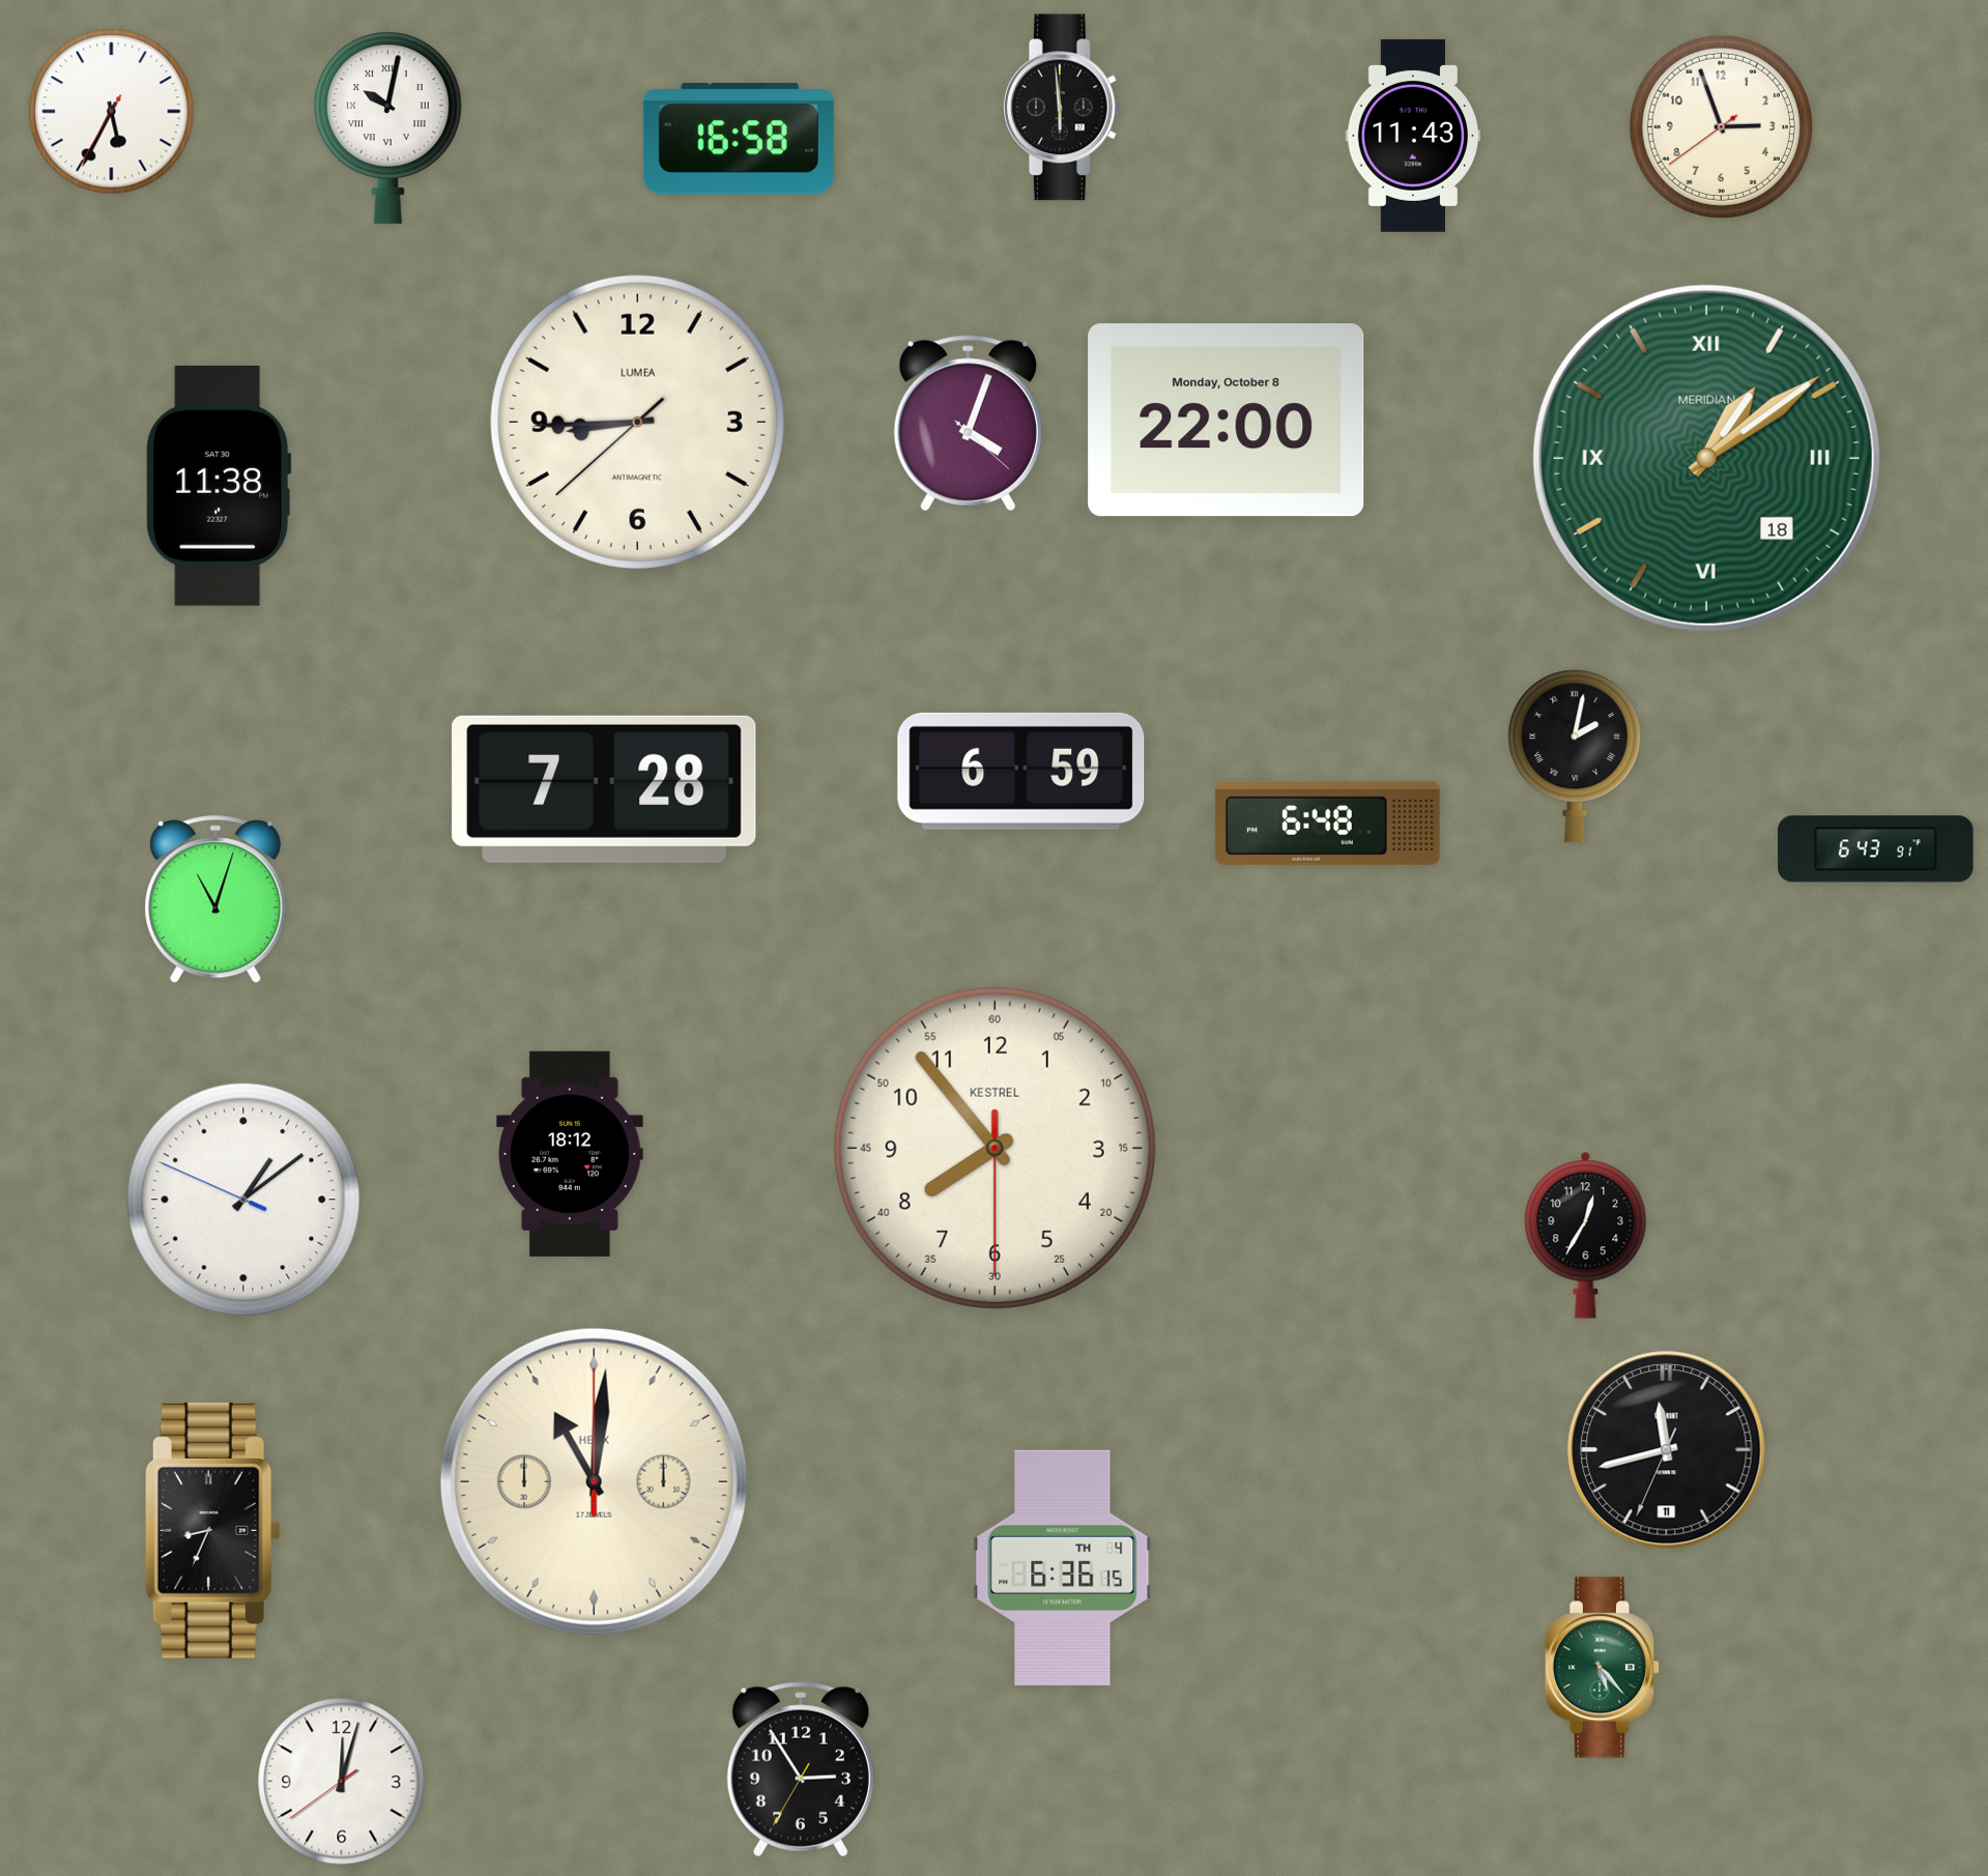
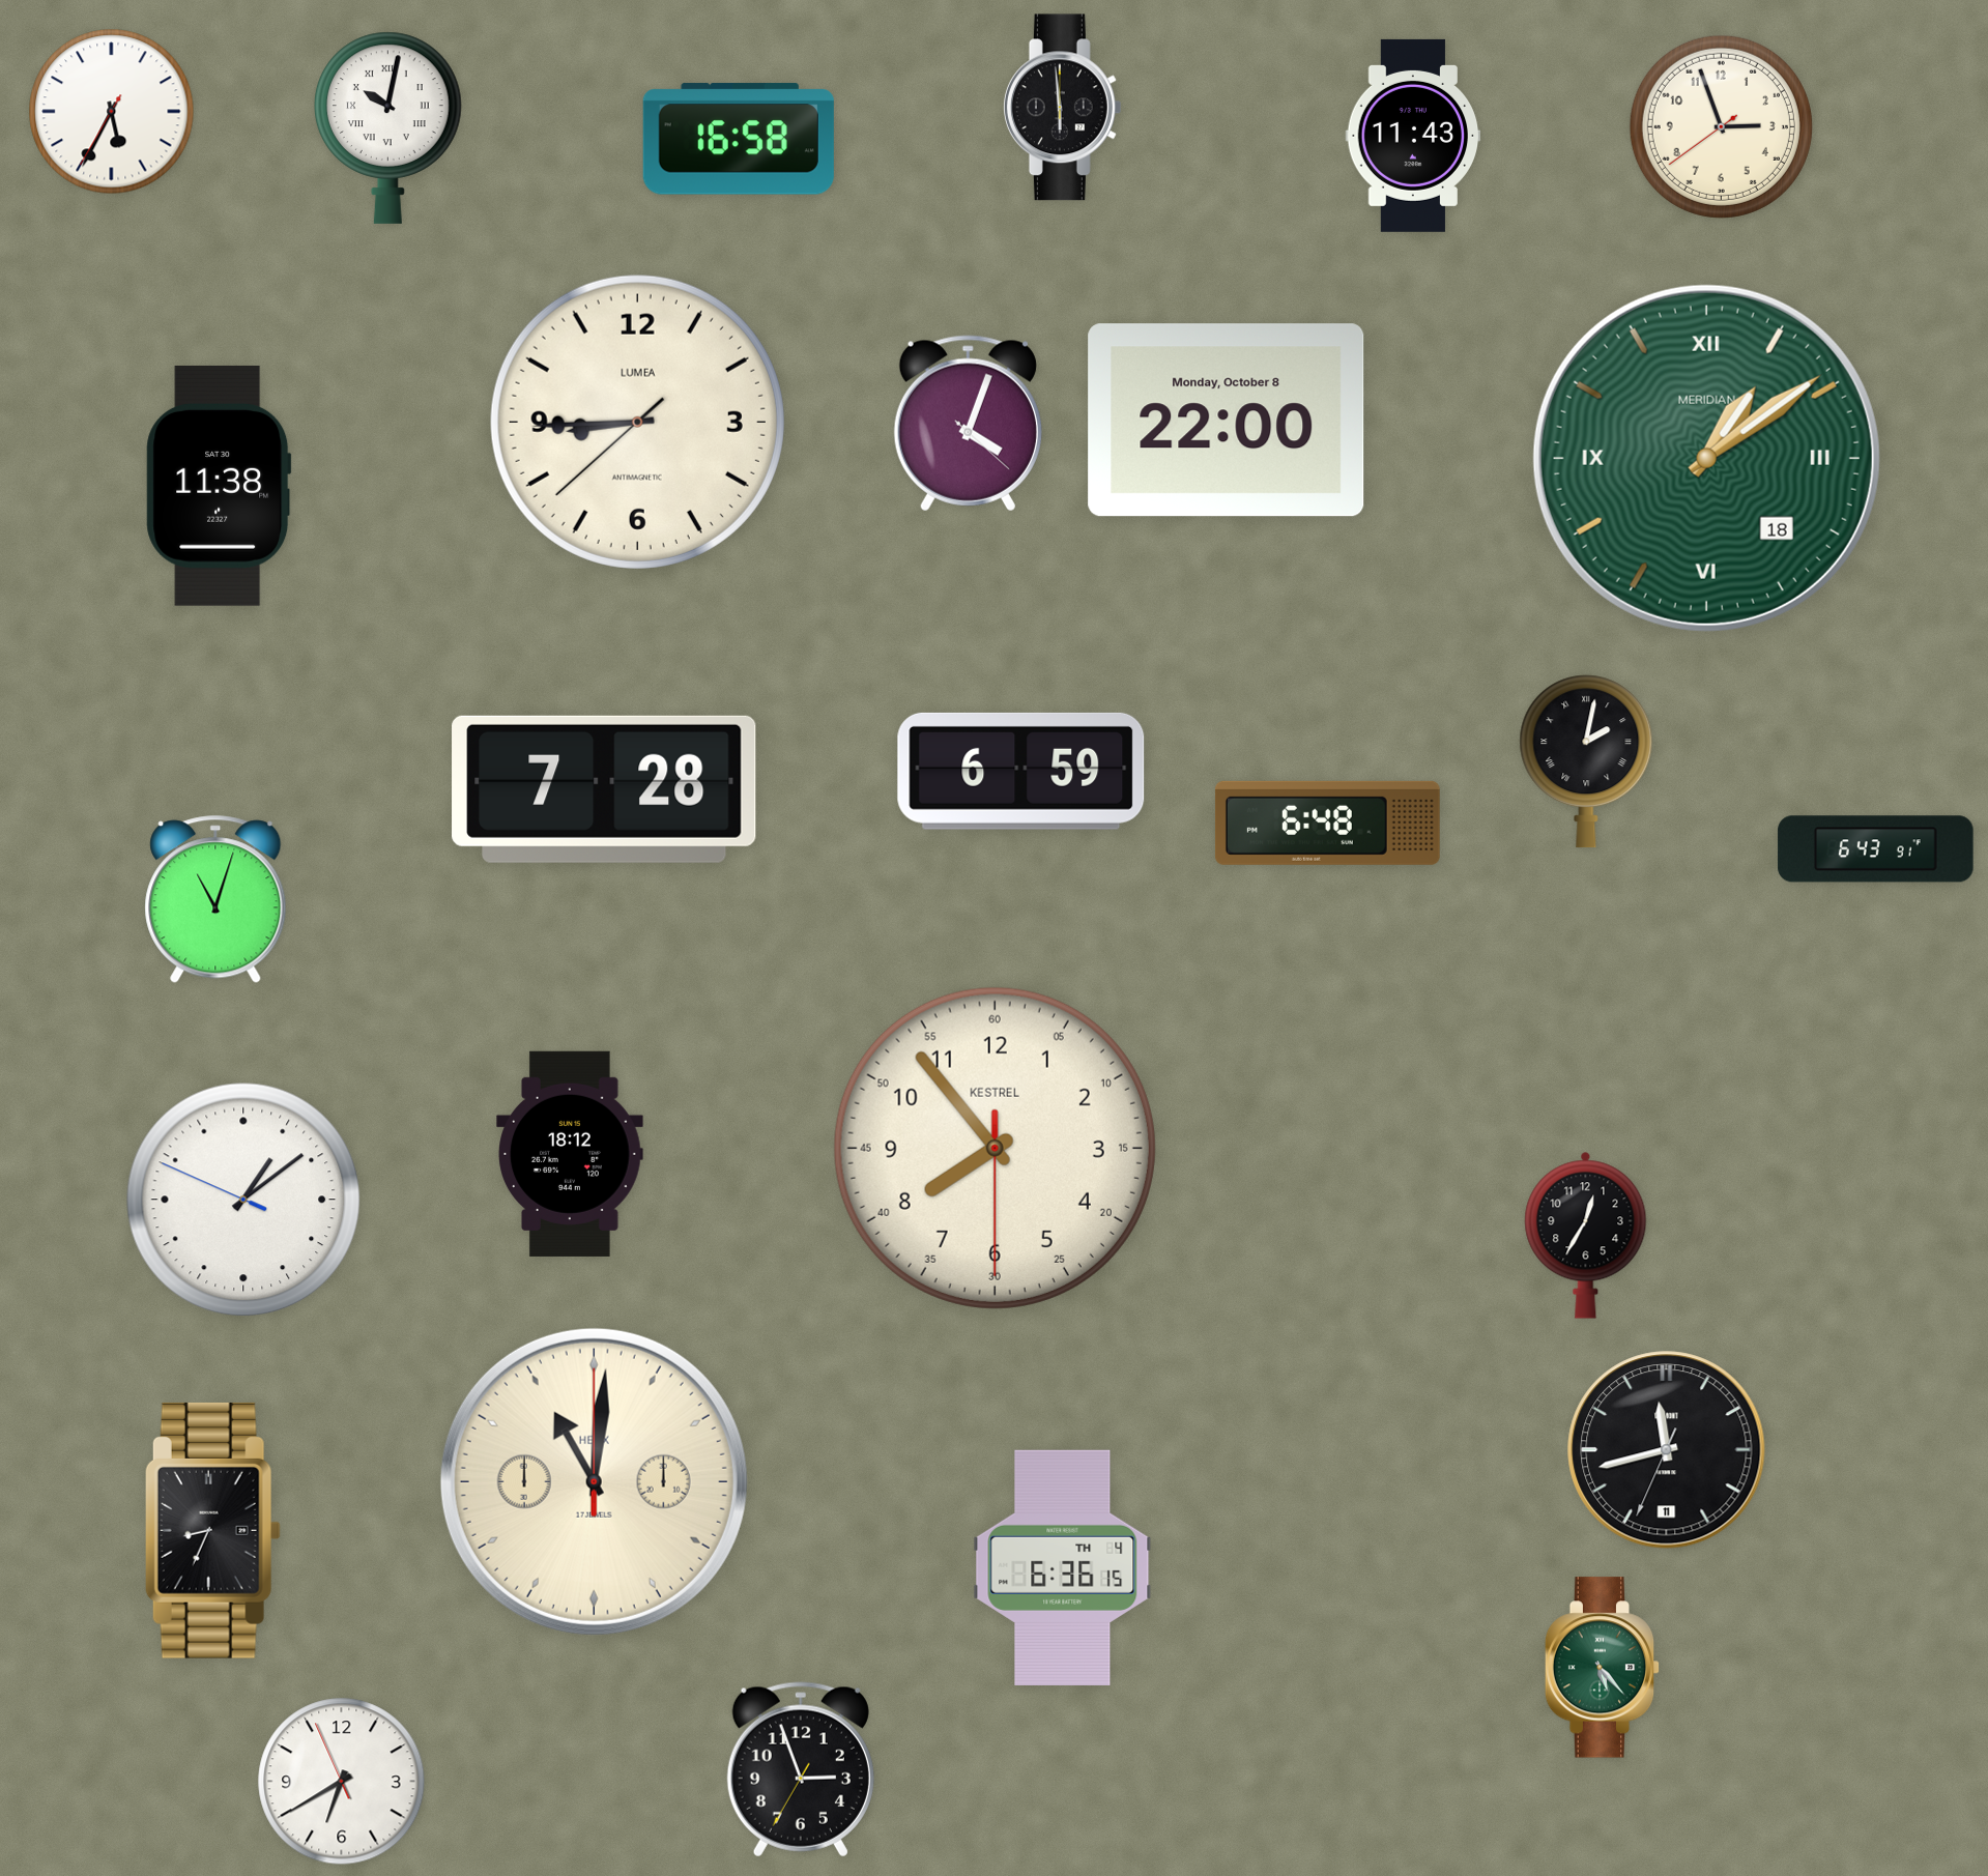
clock at (1575, 756) position: (1575, 756) -> (1586, 761)
clock at (801, 1769): 2:54 -> 2:56
clock at (342, 1782): 12:02 -> 6:39
